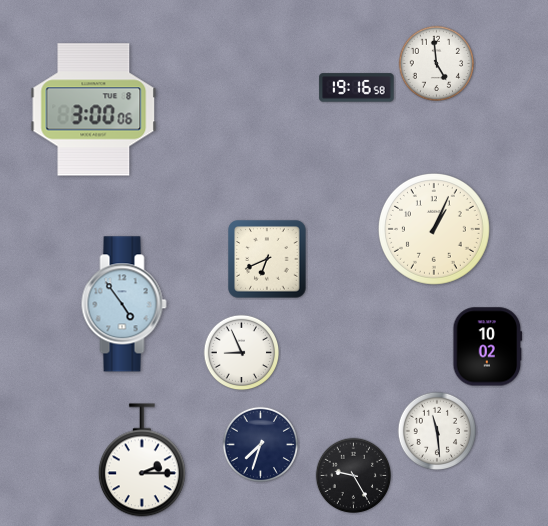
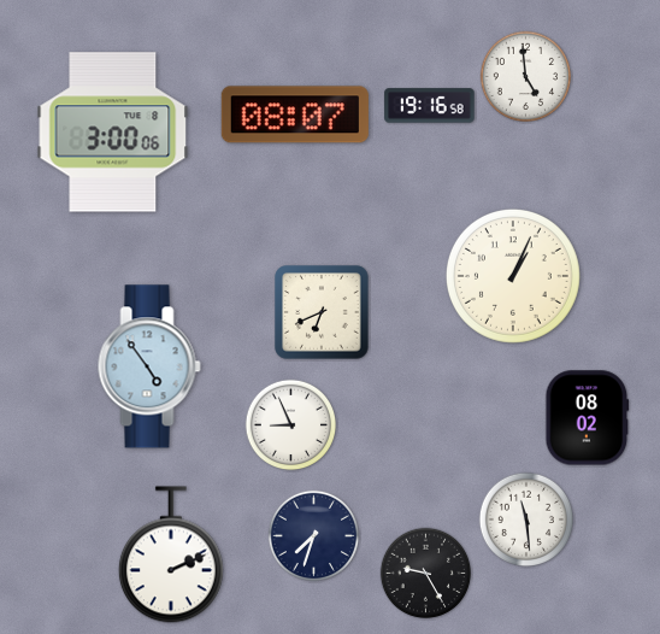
clock at (295, 115): none -> 08:07
clock at (434, 229) position: (434, 229) -> (513, 276)
clock at (488, 347): 10:02 -> 08:02
clock at (142, 460): 2:15 -> 2:11
